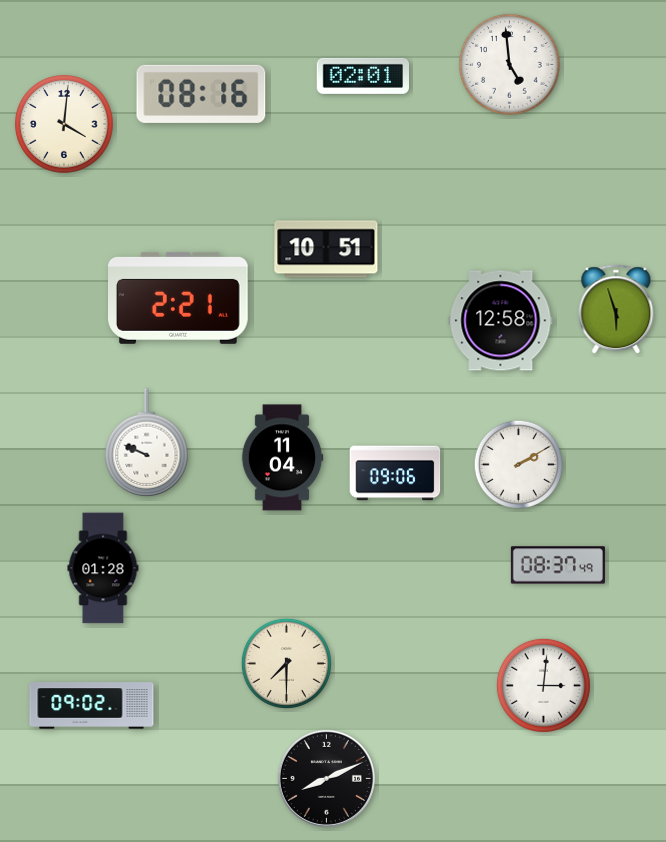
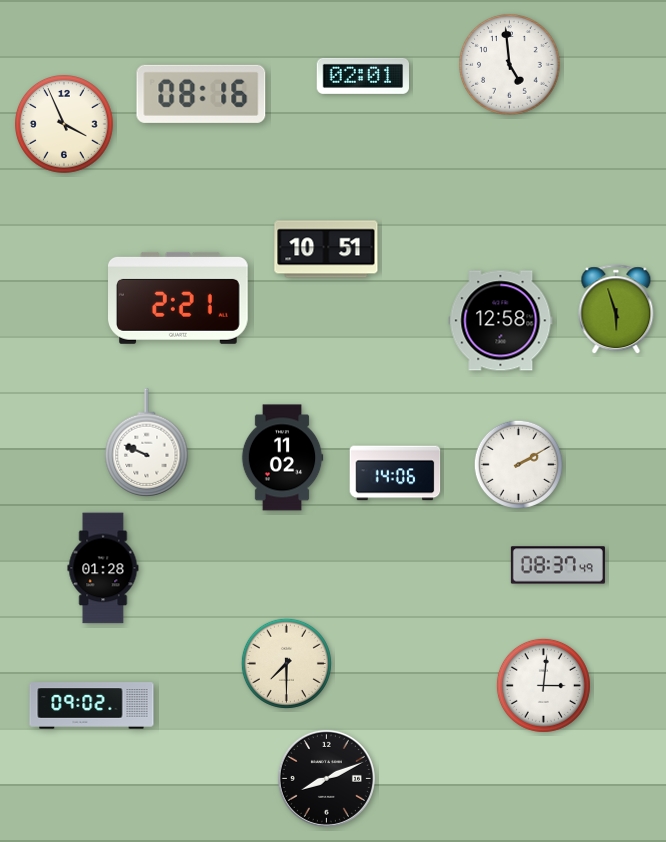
clock at (65, 125): 4:01 -> 3:56
clock at (282, 458): 11:04 -> 11:02
clock at (395, 473): 09:06 -> 14:06
